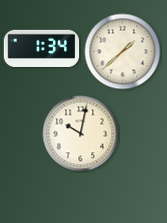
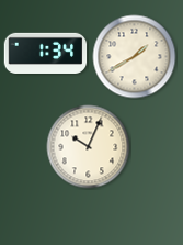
clock at (123, 52): 1:38 -> 1:40
clock at (81, 134): 10:02 -> 10:04
